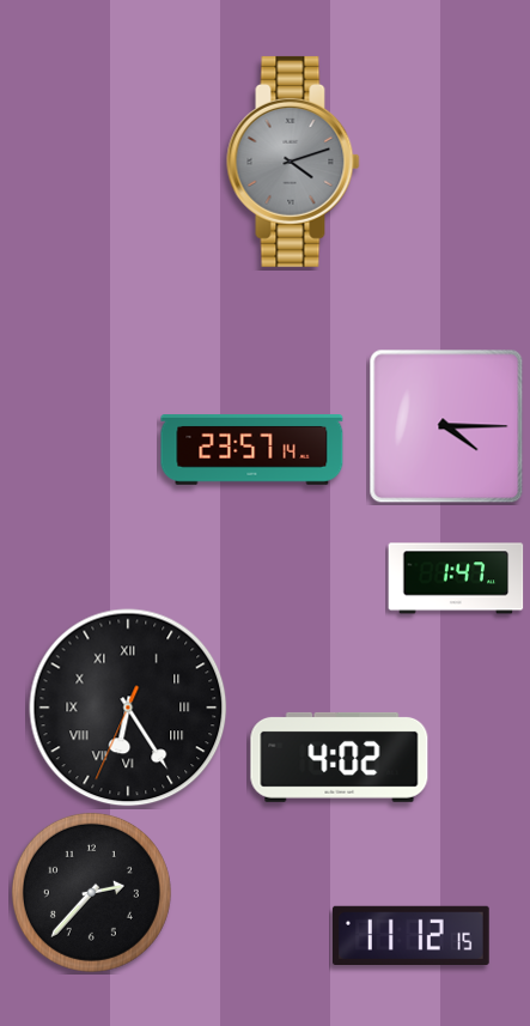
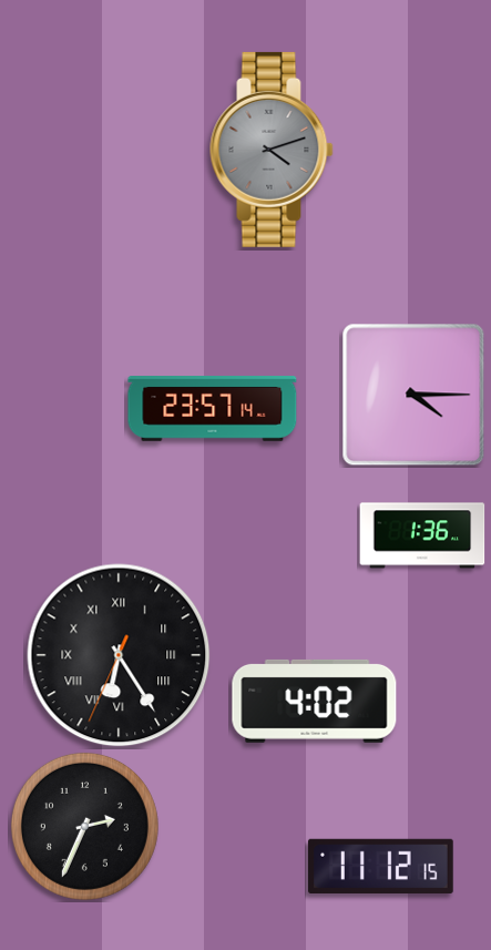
clock at (252, 450) position: (252, 450) -> (213, 409)
clock at (456, 578): 1:47 -> 1:36
clock at (91, 892): 2:37 -> 2:34
